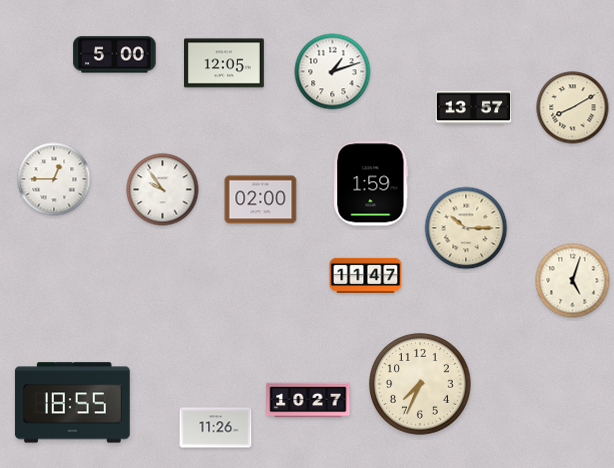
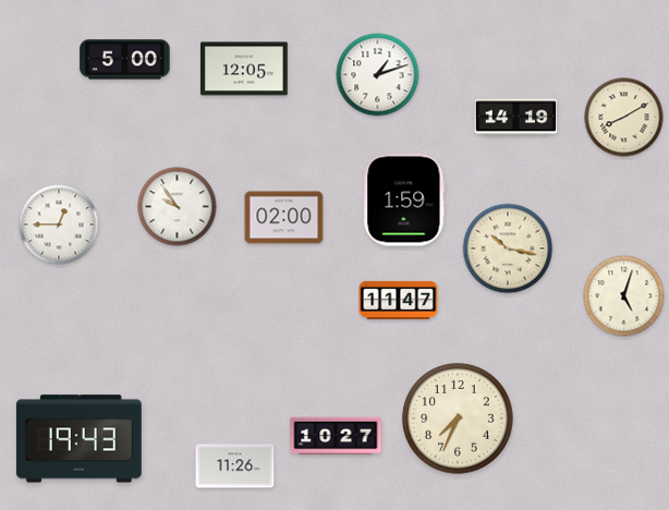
clock at (333, 72) position: (333, 72) -> (378, 75)
clock at (474, 108): 13:57 -> 14:19
clock at (54, 179) position: (54, 179) -> (59, 224)
clock at (466, 228): 10:15 -> 10:17
clock at (573, 281) position: (573, 281) -> (624, 296)
clock at (72, 403): 18:55 -> 19:43
